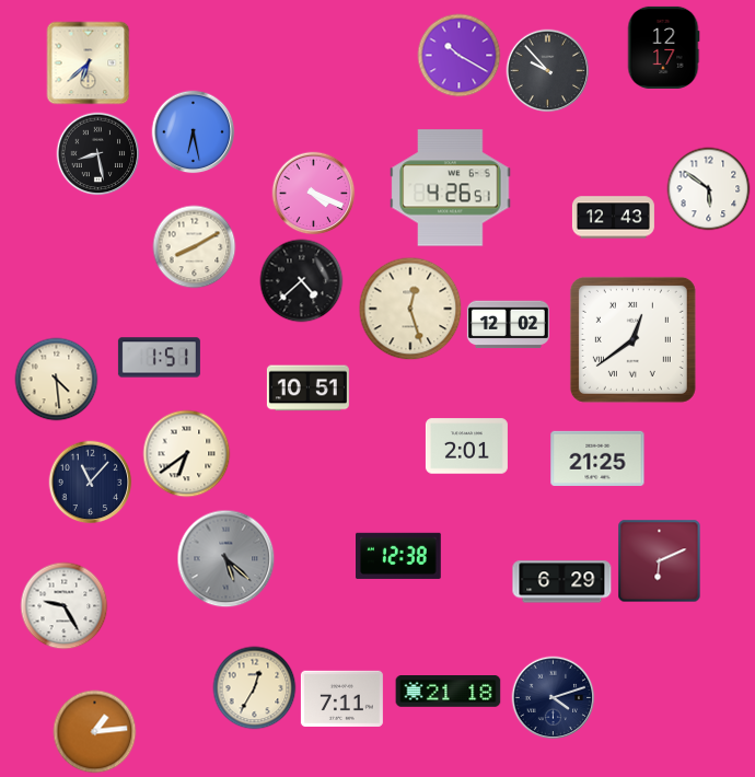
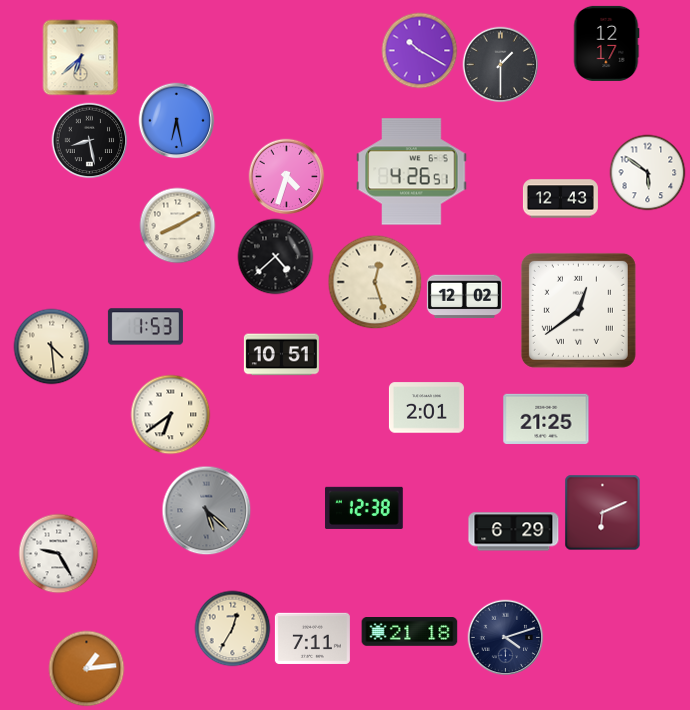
clock at (548, 71): 9:53 -> 1:30
clock at (314, 194): 4:19 -> 4:33
clock at (159, 358): 1:51 -> 1:53
clock at (91, 483): 11:07 -> none
